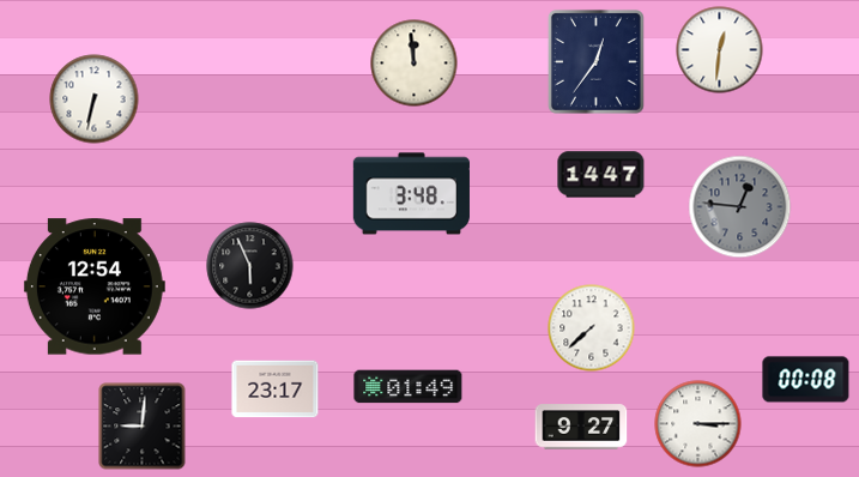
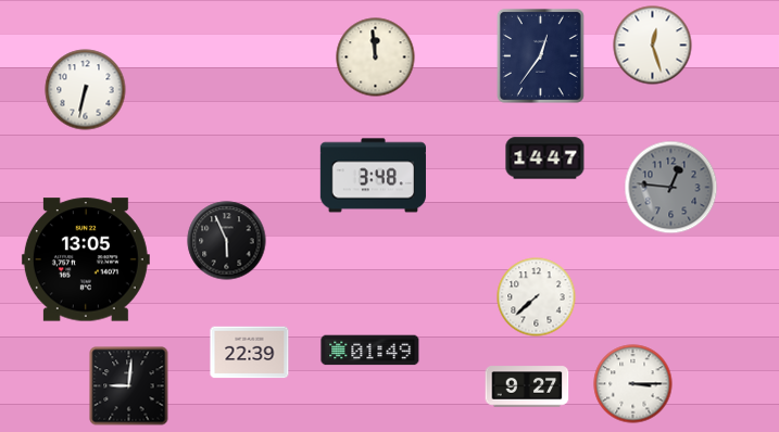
clock at (720, 50): 12:31 -> 12:27
clock at (95, 286): 12:54 -> 13:05
clock at (806, 380): 00:08 -> none
clock at (276, 390): 23:17 -> 22:39
